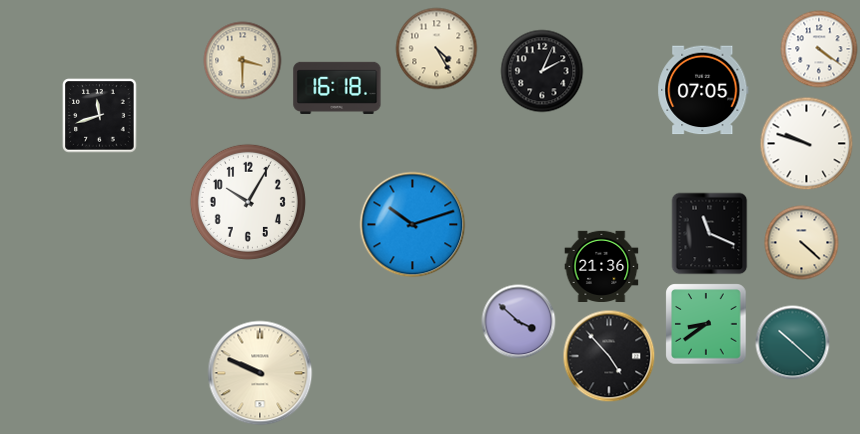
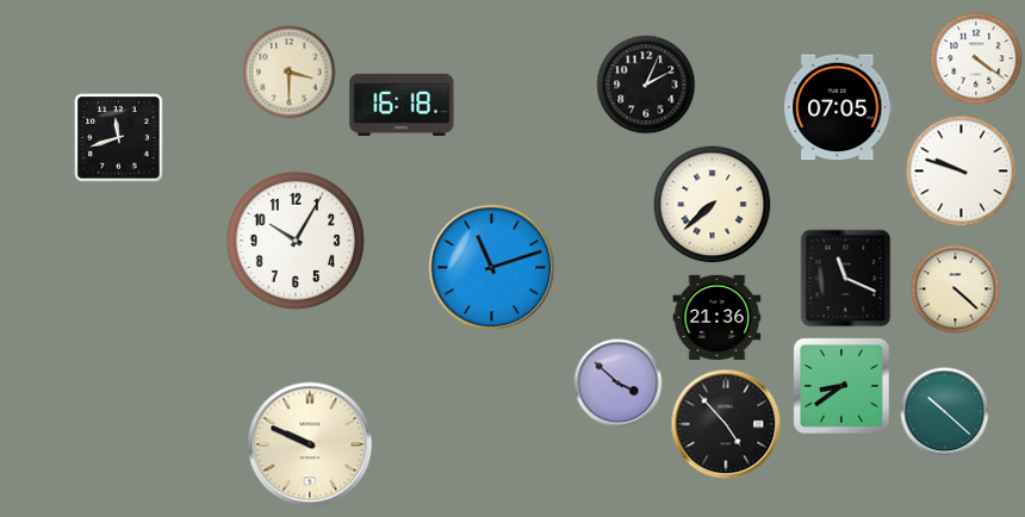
clock at (437, 49): 4:25 -> none
clock at (713, 205): none -> 7:38
clock at (413, 225): 10:12 -> 11:12
clock at (793, 343) position: (793, 343) -> (945, 412)
